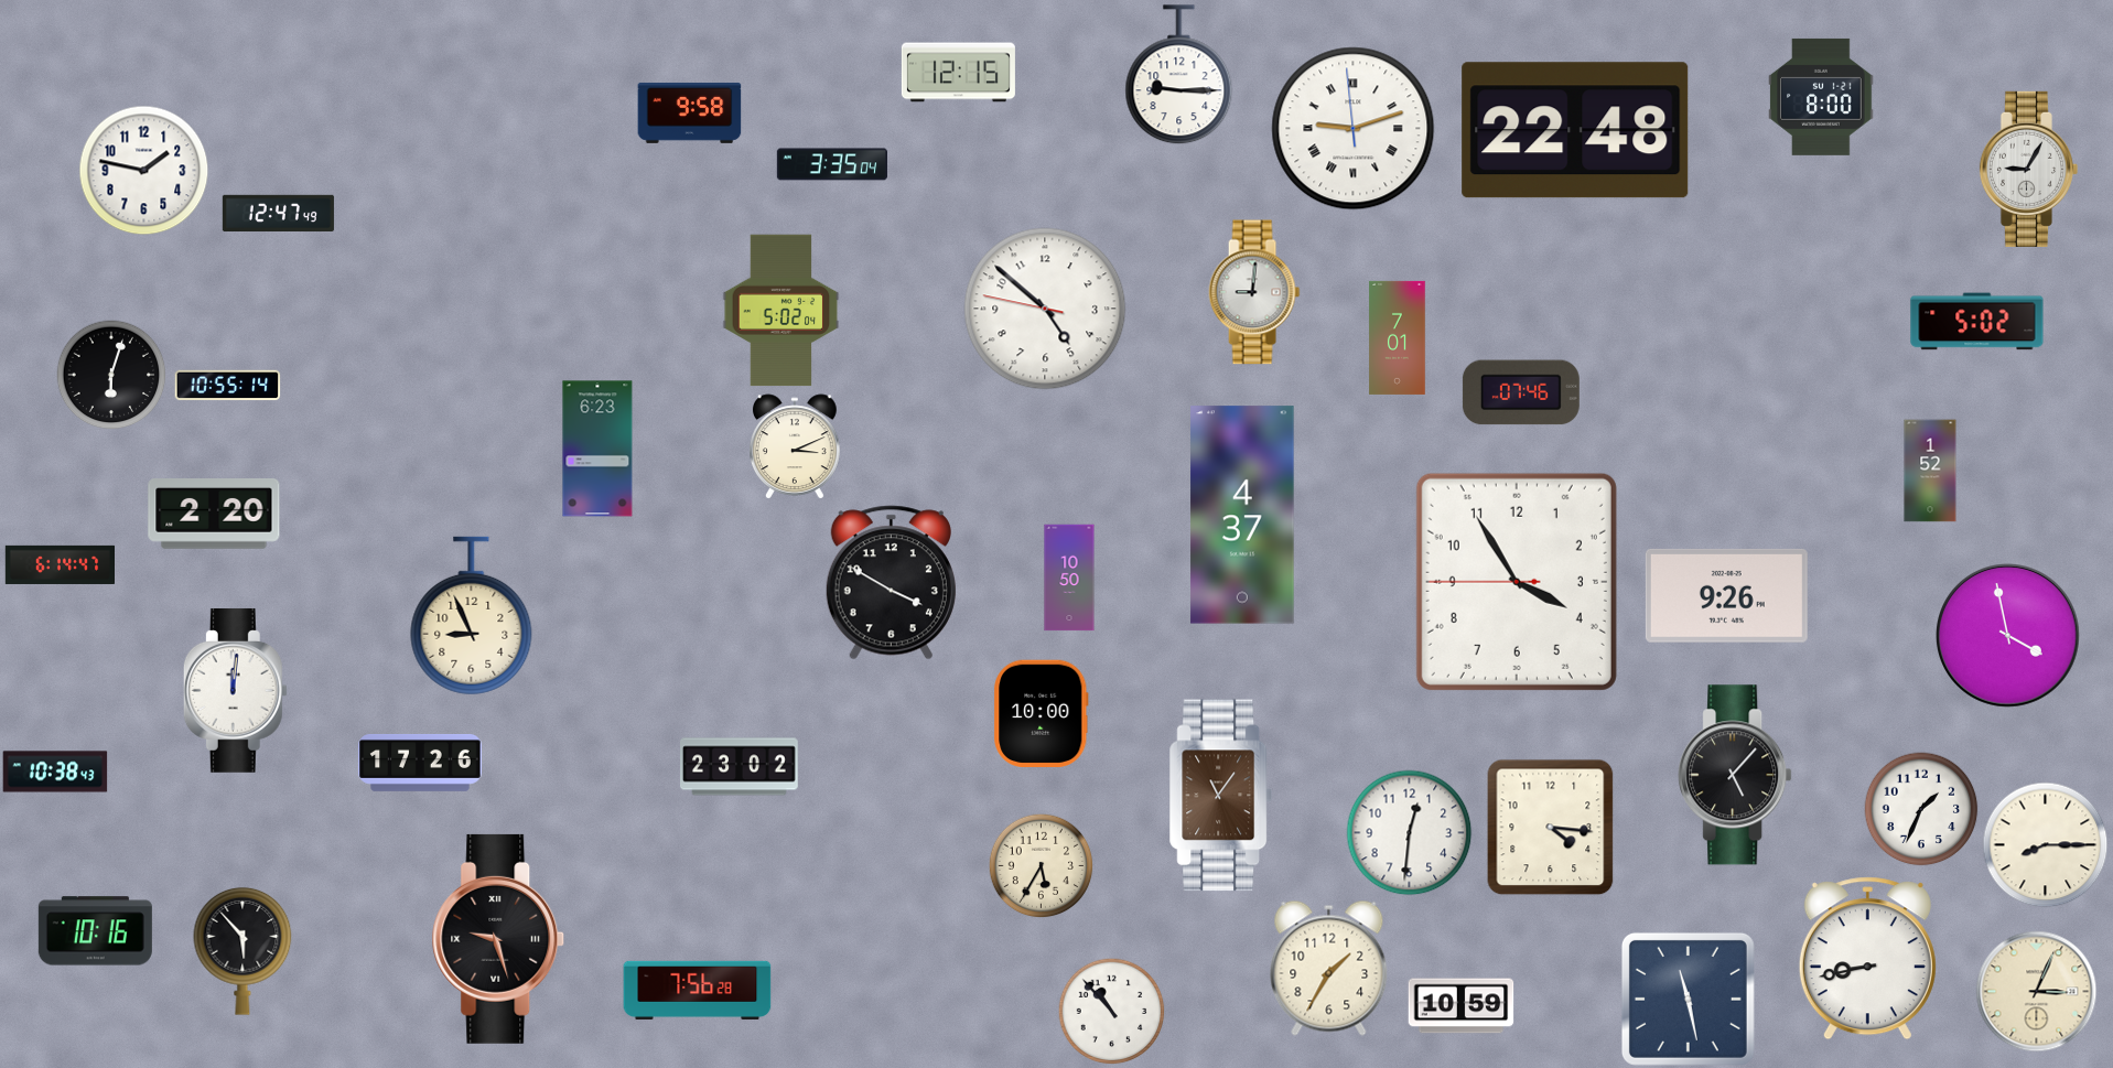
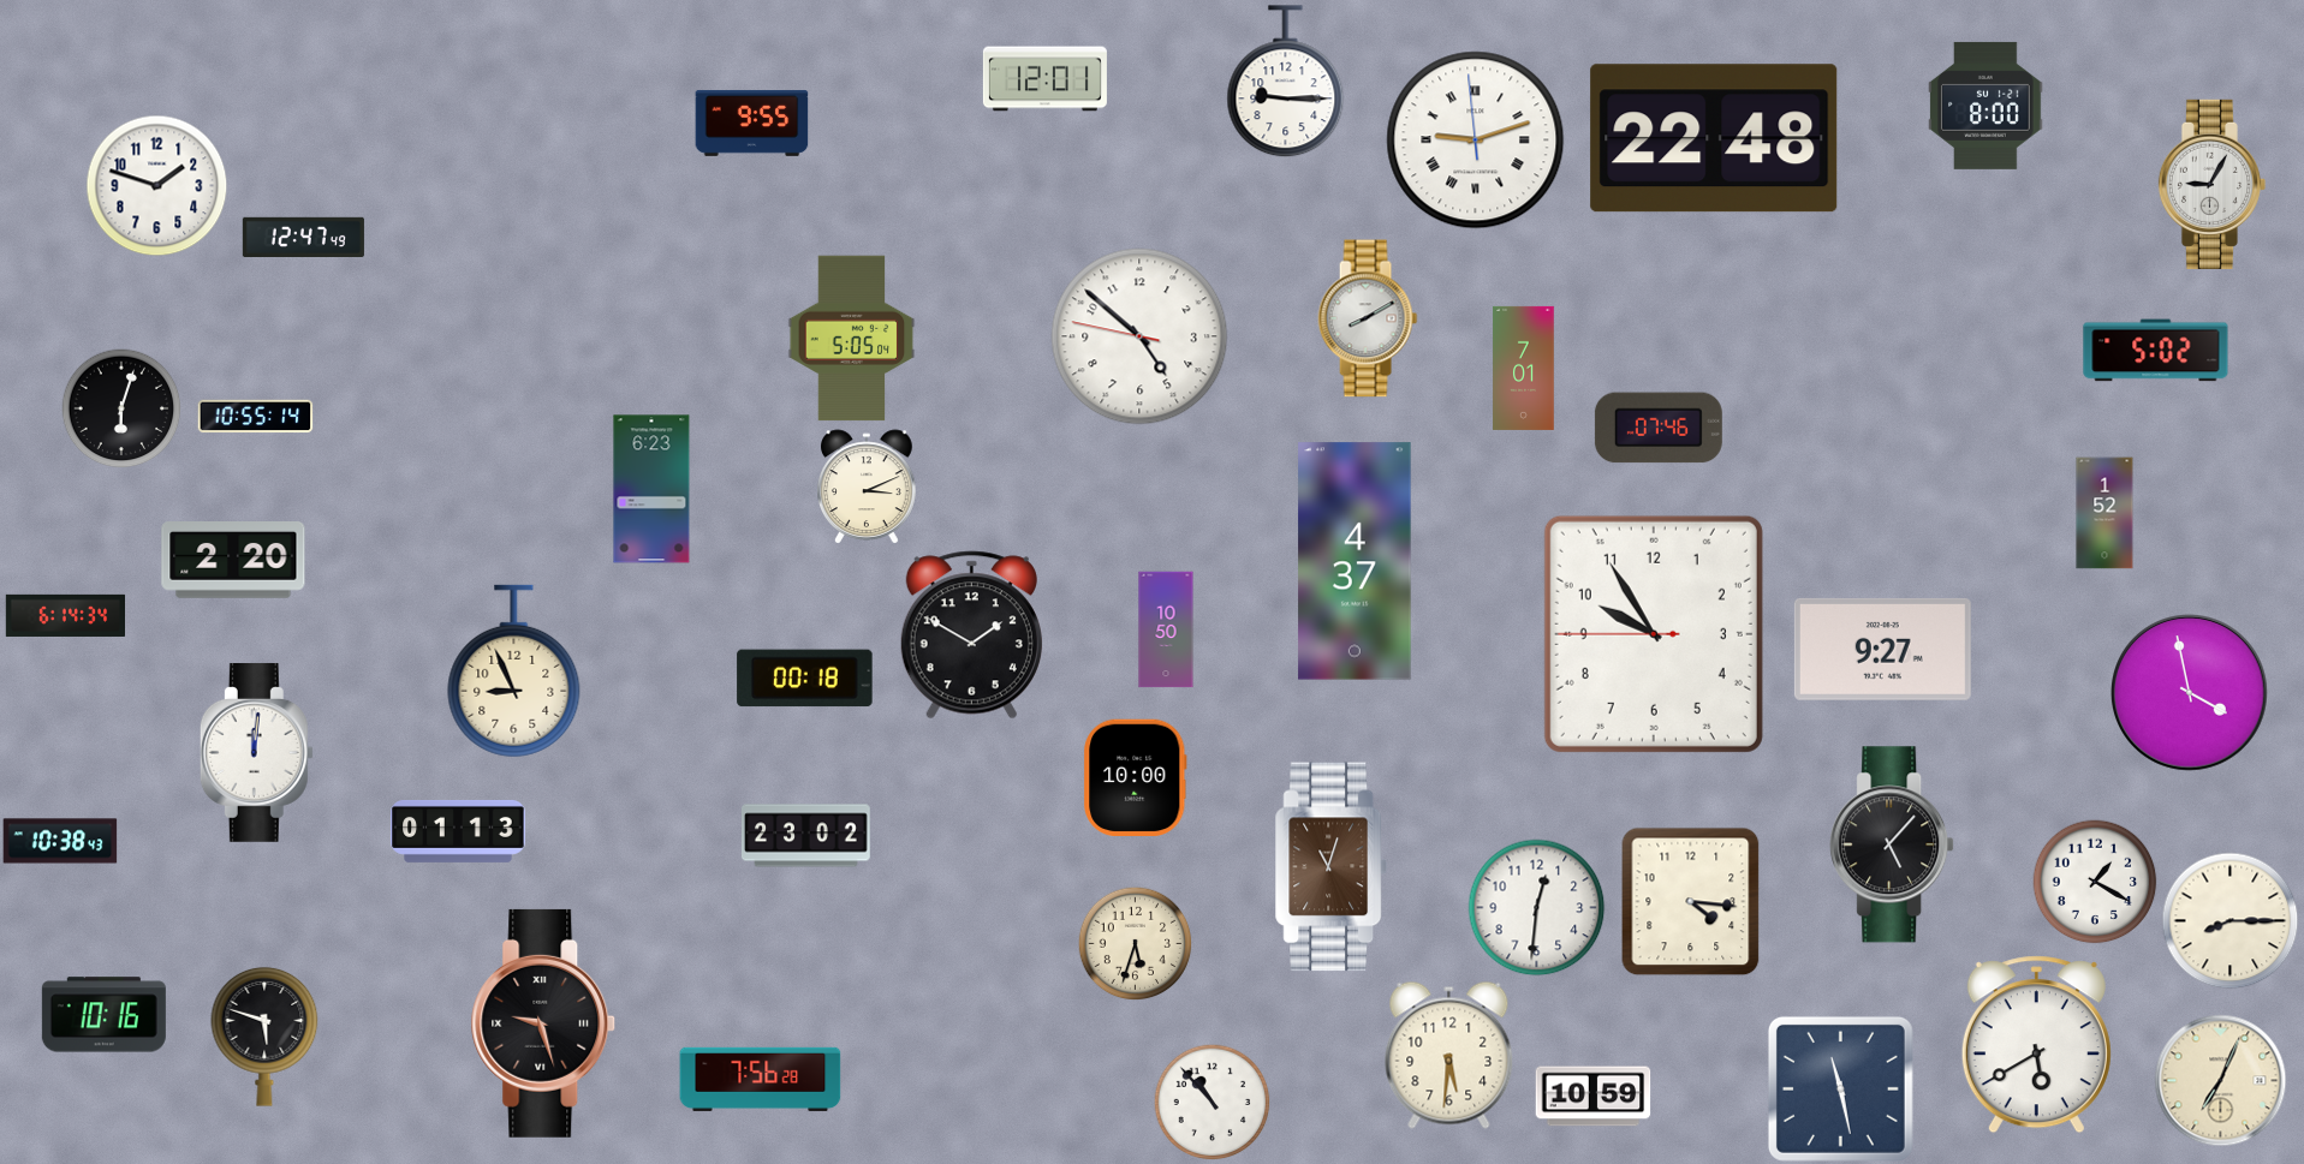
clock at (958, 73): 12:15 -> 12:01
clock at (690, 114): 9:58 -> 9:55
clock at (1575, 130) position: (1575, 130) -> (1714, 138)
clock at (832, 164): 3:35 -> none
clock at (144, 171): 1:47 -> 1:48
clock at (278, 213) position: (278, 213) -> (303, 237)
clock at (1254, 292): 9:01 -> 8:10
clock at (781, 311): 5:02 -> 5:05
clock at (228, 386) position: (228, 386) -> (256, 417)
clock at (61, 564): 6:14:47 -> 6:14:34
clock at (1517, 582): 3:54 -> 9:54
clock at (891, 583): 3:50 -> 1:50
clock at (1726, 595): 9:26 -> 9:27
clock at (805, 679): none -> 00:18
clock at (420, 763): 17:26 -> 01:13
clock at (1220, 796): 11:06 -> 11:03
clock at (1921, 809): 1:34 -> 1:20
clock at (1041, 865): 5:35 -> 5:33
clock at (242, 951): 5:53 -> 5:48
clock at (1867, 959): 8:43 -> 5:40
clock at (1329, 968): 1:35 -> 5:31
clock at (2037, 992): 3:04 -> 7:04
